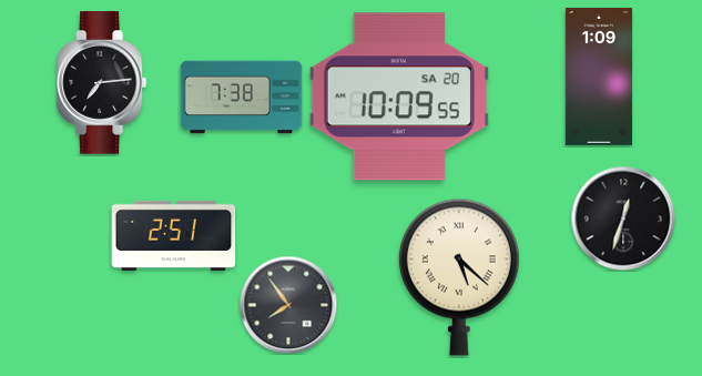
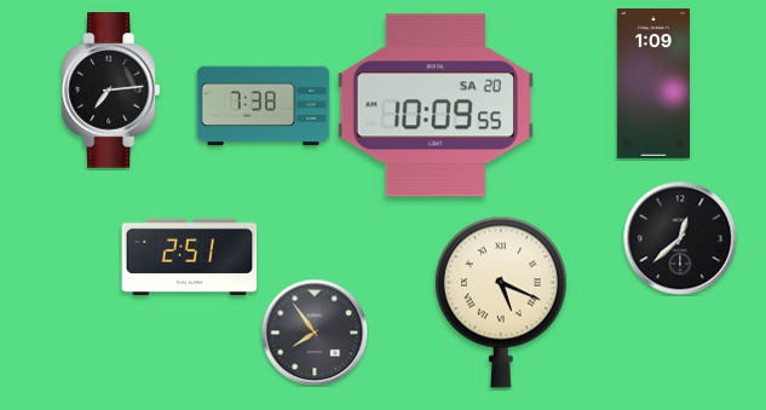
clock at (623, 219): 12:33 -> 12:38
clock at (459, 277): 5:22 -> 5:19
